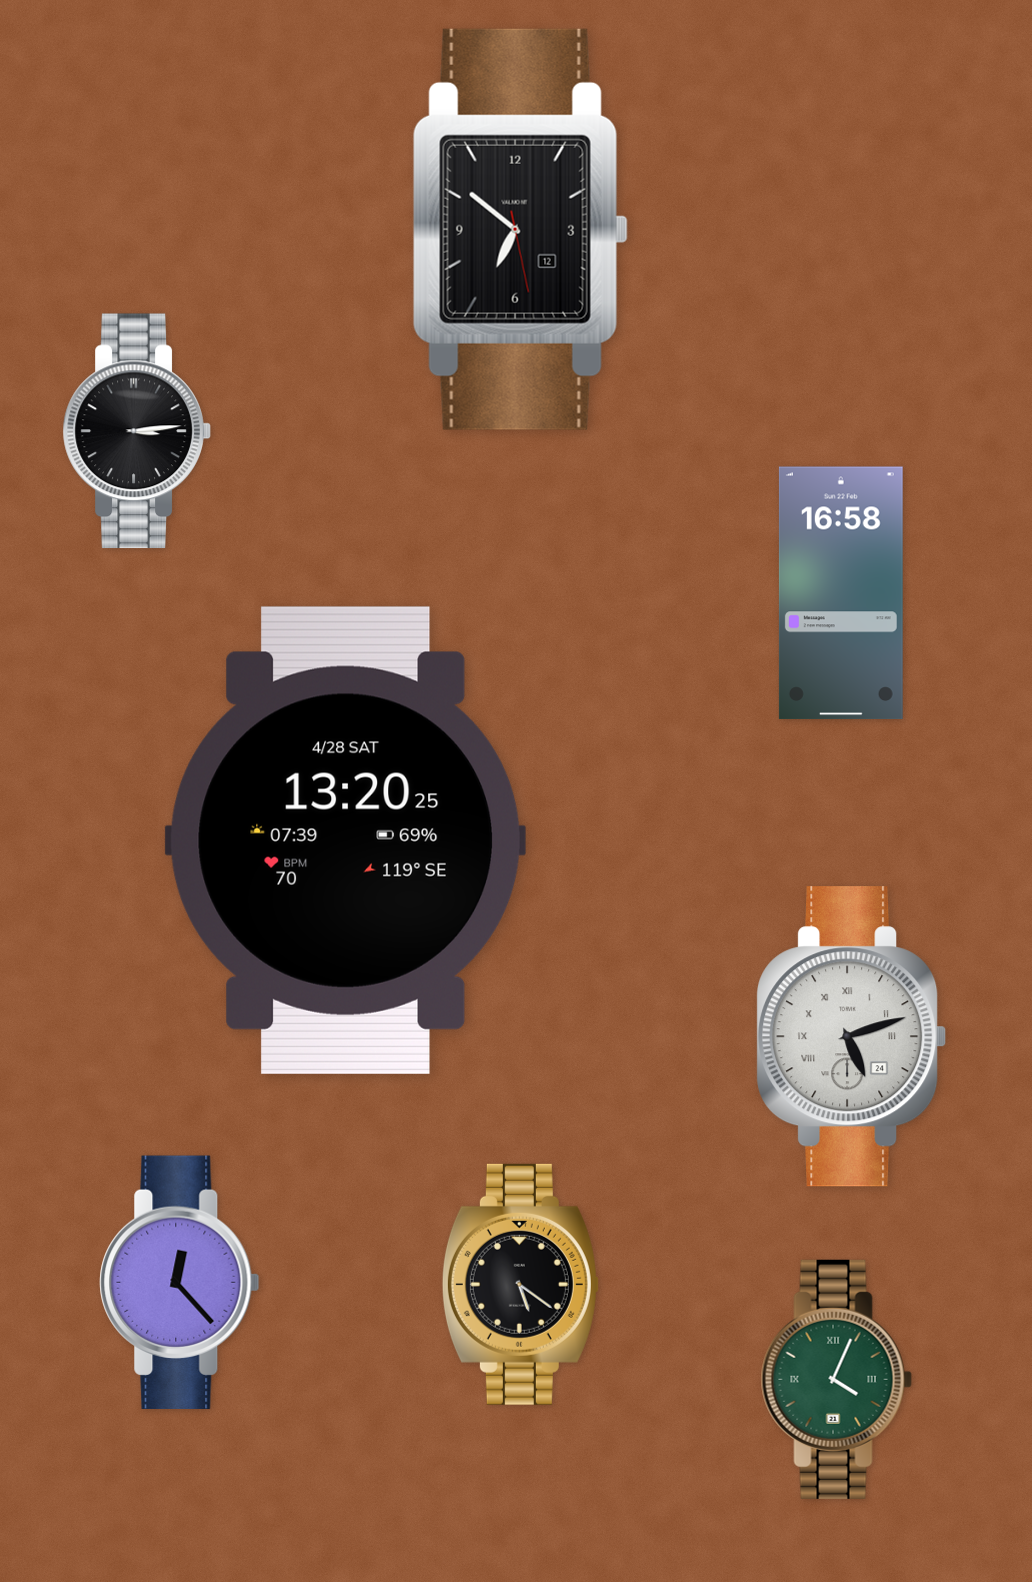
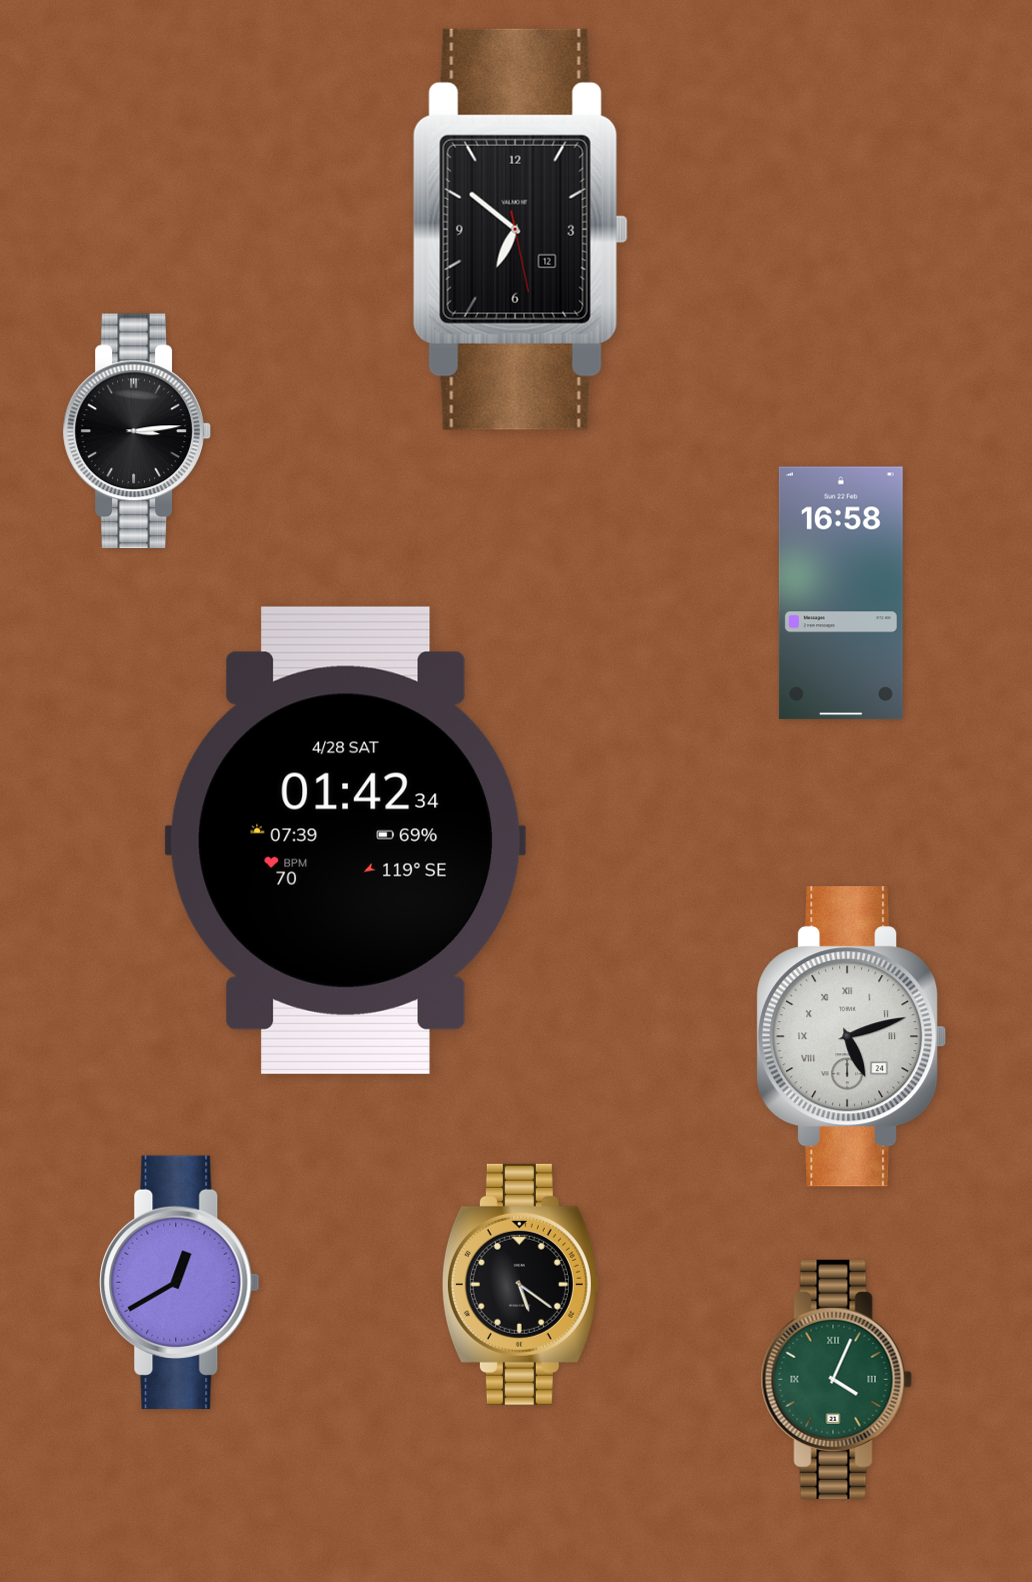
clock at (345, 840): 13:20 -> 01:42
clock at (180, 1282): 12:23 -> 12:40
